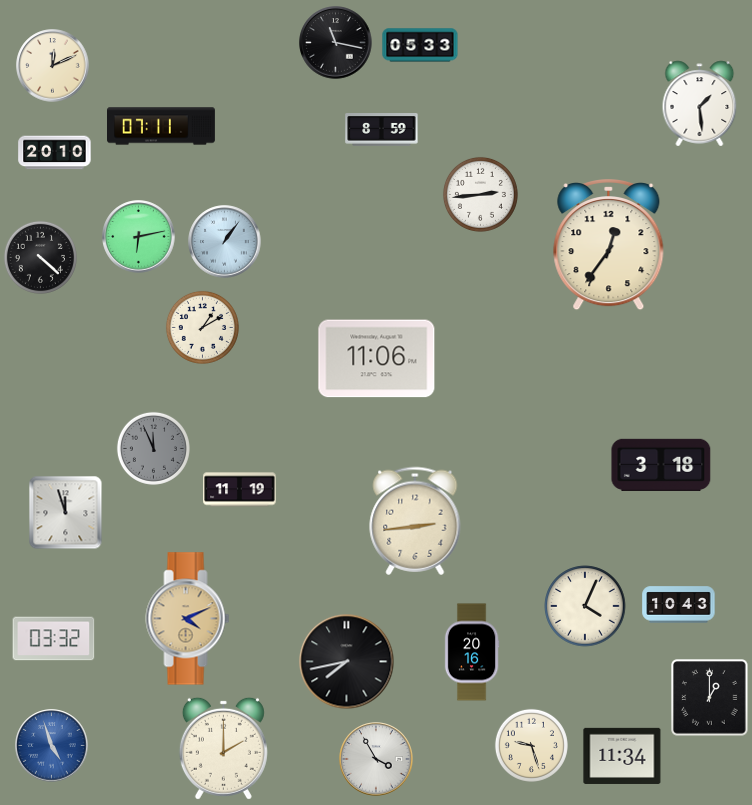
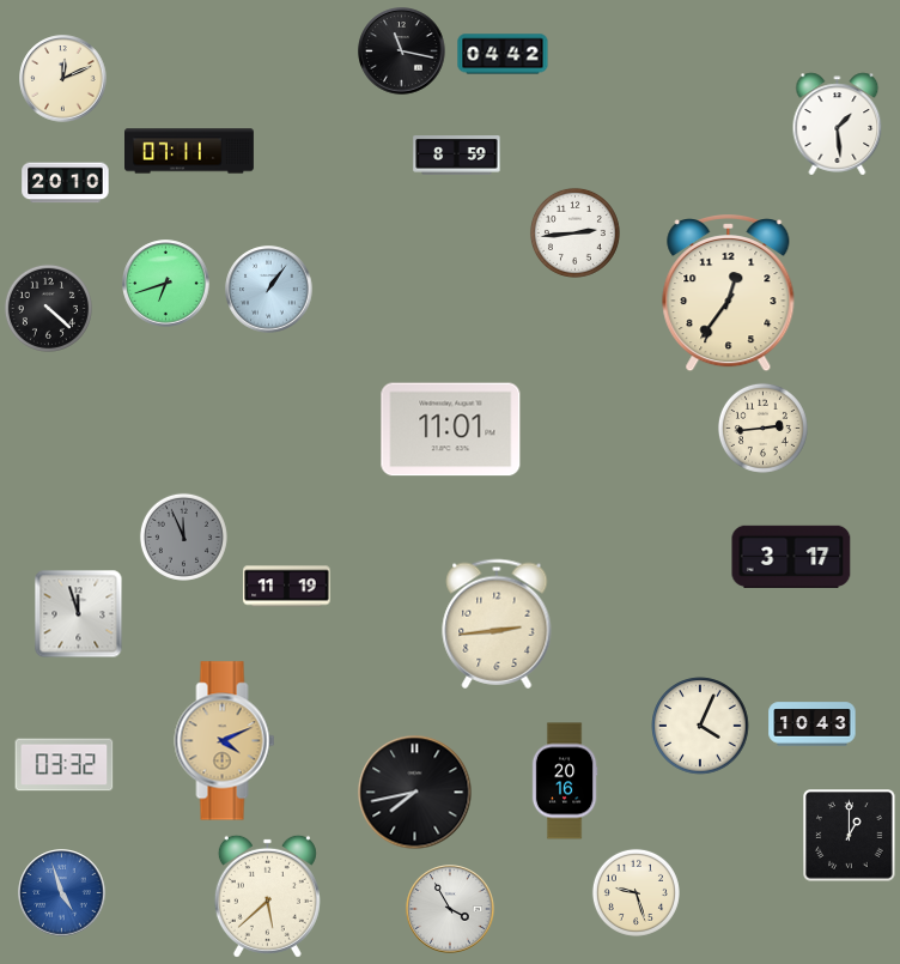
clock at (420, 45): 05:33 -> 04:42
clock at (162, 126) position: (162, 126) -> (190, 151)
clock at (139, 237): 6:13 -> 6:42
clock at (202, 327): 1:10 -> none
clock at (762, 428): none -> 2:44
clock at (377, 359): 11:06 -> 11:01
clock at (661, 465): 3:18 -> 3:17
clock at (223, 748): 2:00 -> 5:38
clock at (622, 756): 11:34 -> none
